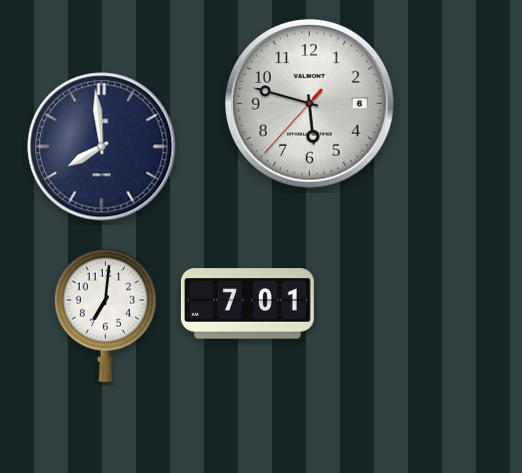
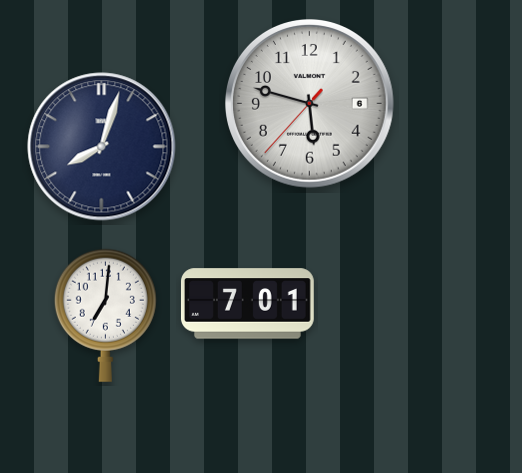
clock at (102, 147): 7:59 -> 8:03
